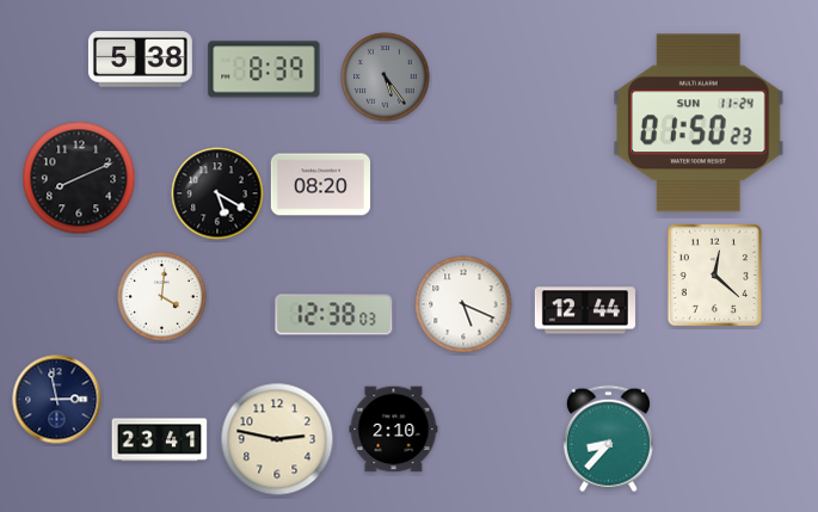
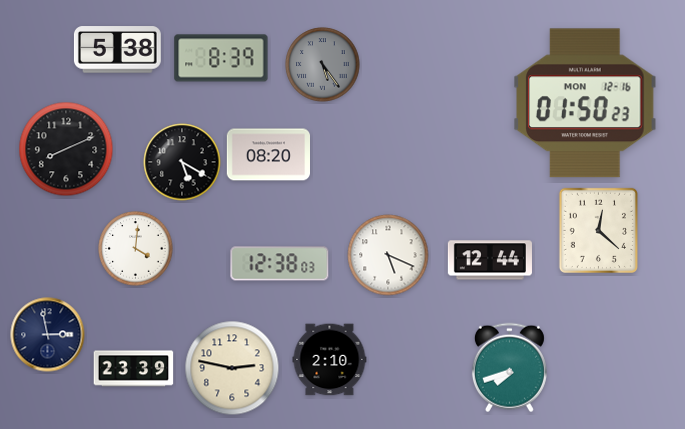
clock at (699, 123) date: SUN 11-24 -> MON 12-16
clock at (608, 439): 8:37 -> 7:42
clock at (160, 440): 23:41 -> 23:39
